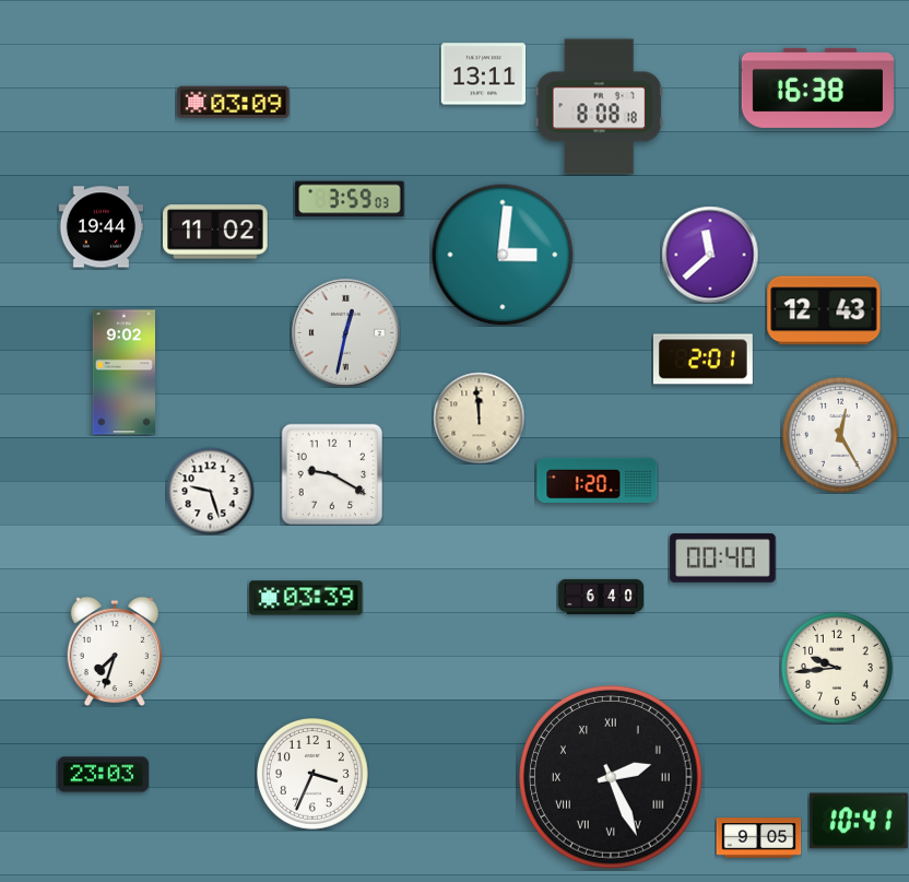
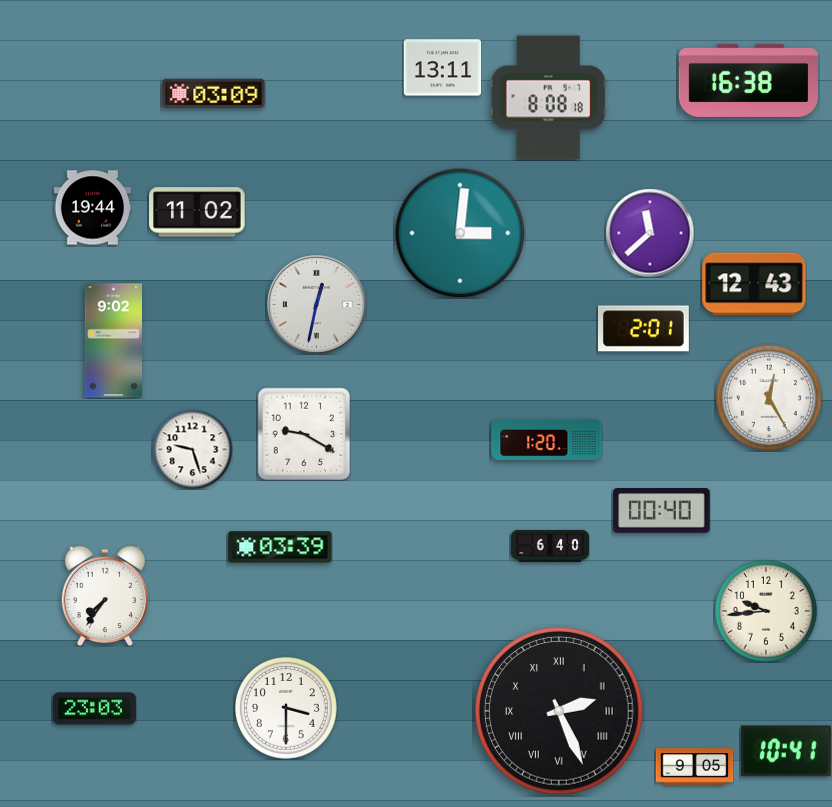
clock at (350, 199): 3:59 -> none
clock at (479, 418): 11:59 -> none
clock at (115, 651): 7:33 -> 7:36
clock at (314, 775): 3:34 -> 3:30
